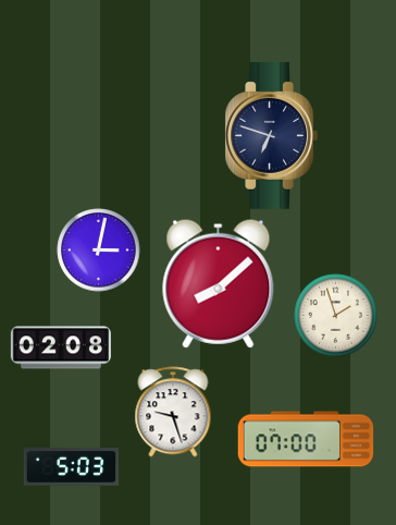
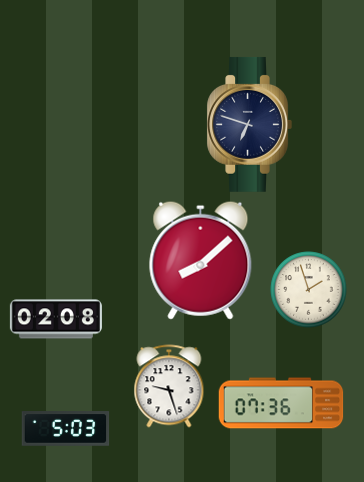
clock at (99, 251): 3:02 -> none
clock at (173, 412) position: (173, 412) -> (169, 386)
clock at (306, 439): 07:00 -> 07:36
